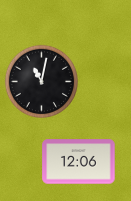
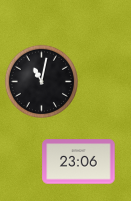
clock at (79, 162): 12:06 -> 23:06
